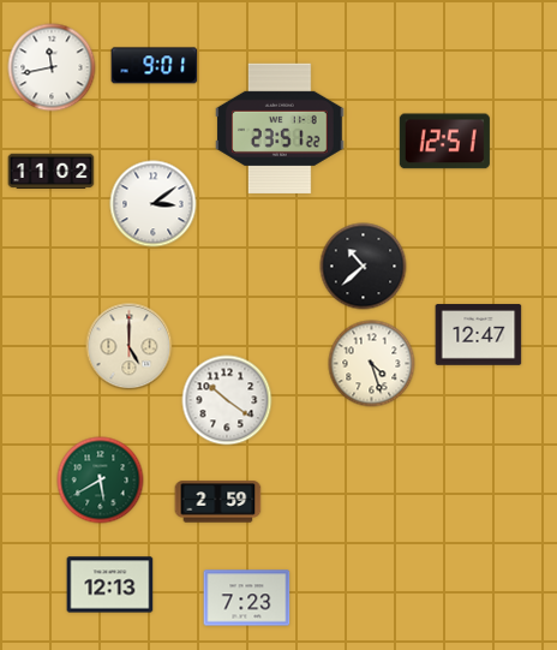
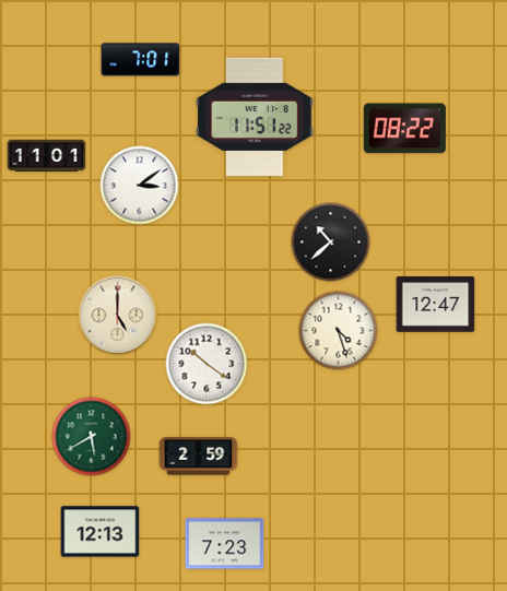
clock at (155, 66): 9:01 -> 7:01
clock at (52, 67): 11:43 -> none
clock at (280, 129): 23:51 -> 11:51
clock at (444, 142): 12:51 -> 08:22
clock at (52, 172): 11:02 -> 11:01
